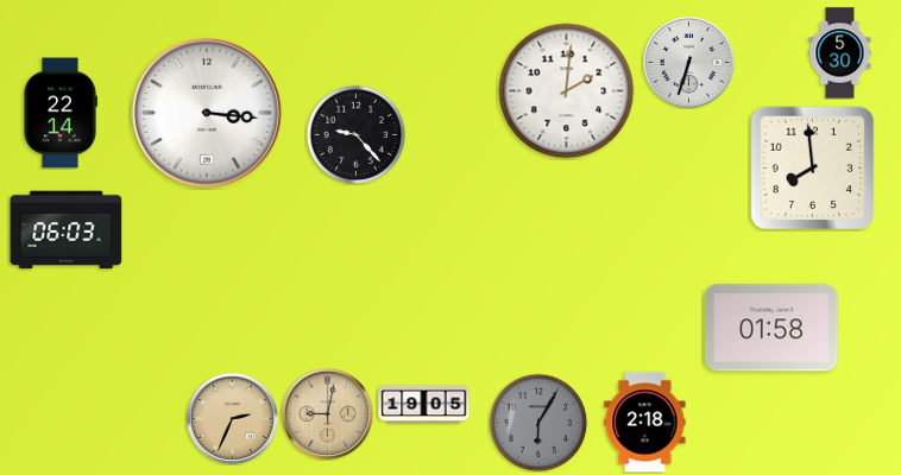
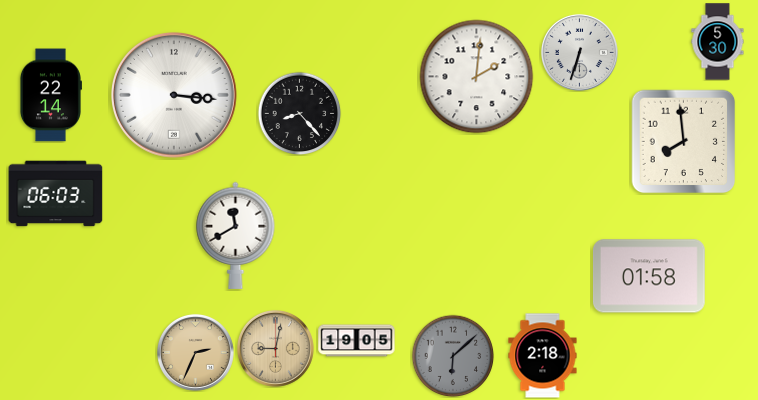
clock at (840, 53) position: (840, 53) -> (718, 42)
clock at (355, 134): 9:23 -> 8:23
clock at (236, 235): none -> 11:40
clock at (538, 423): 6:05 -> 6:08
